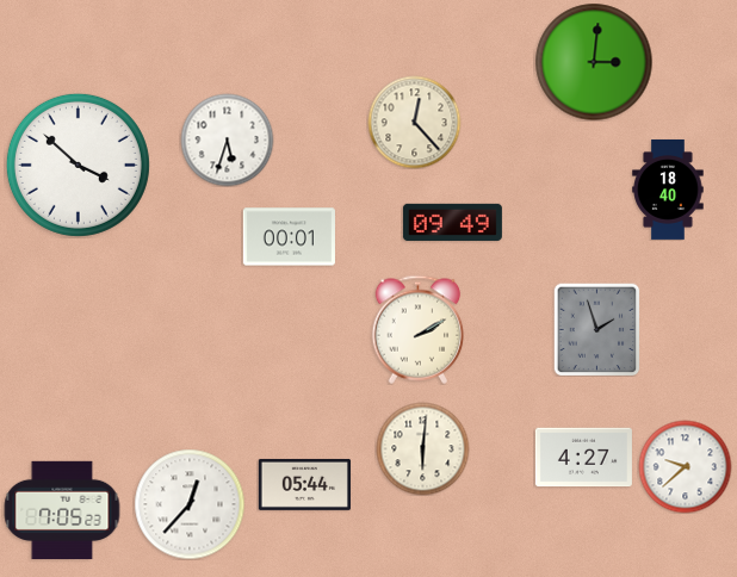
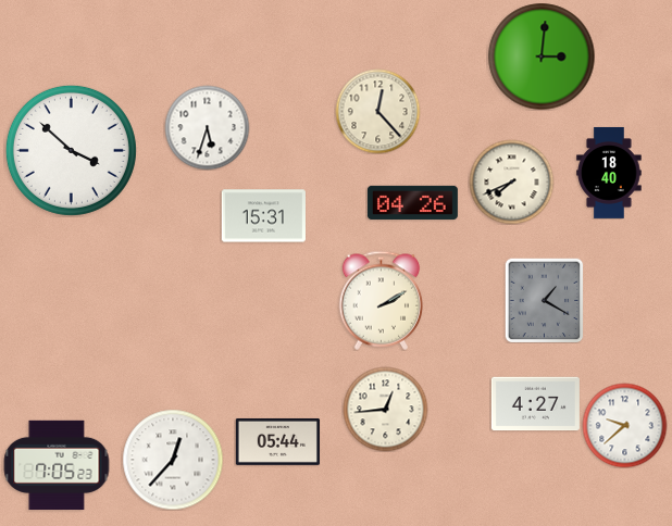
clock at (511, 181): none -> 7:41
clock at (452, 222): 09:49 -> 04:26
clock at (289, 237): 00:01 -> 15:31
clock at (597, 329): 1:57 -> 1:20
clock at (422, 448): 6:01 -> 12:44
clock at (583, 458) position: (583, 458) -> (535, 404)
